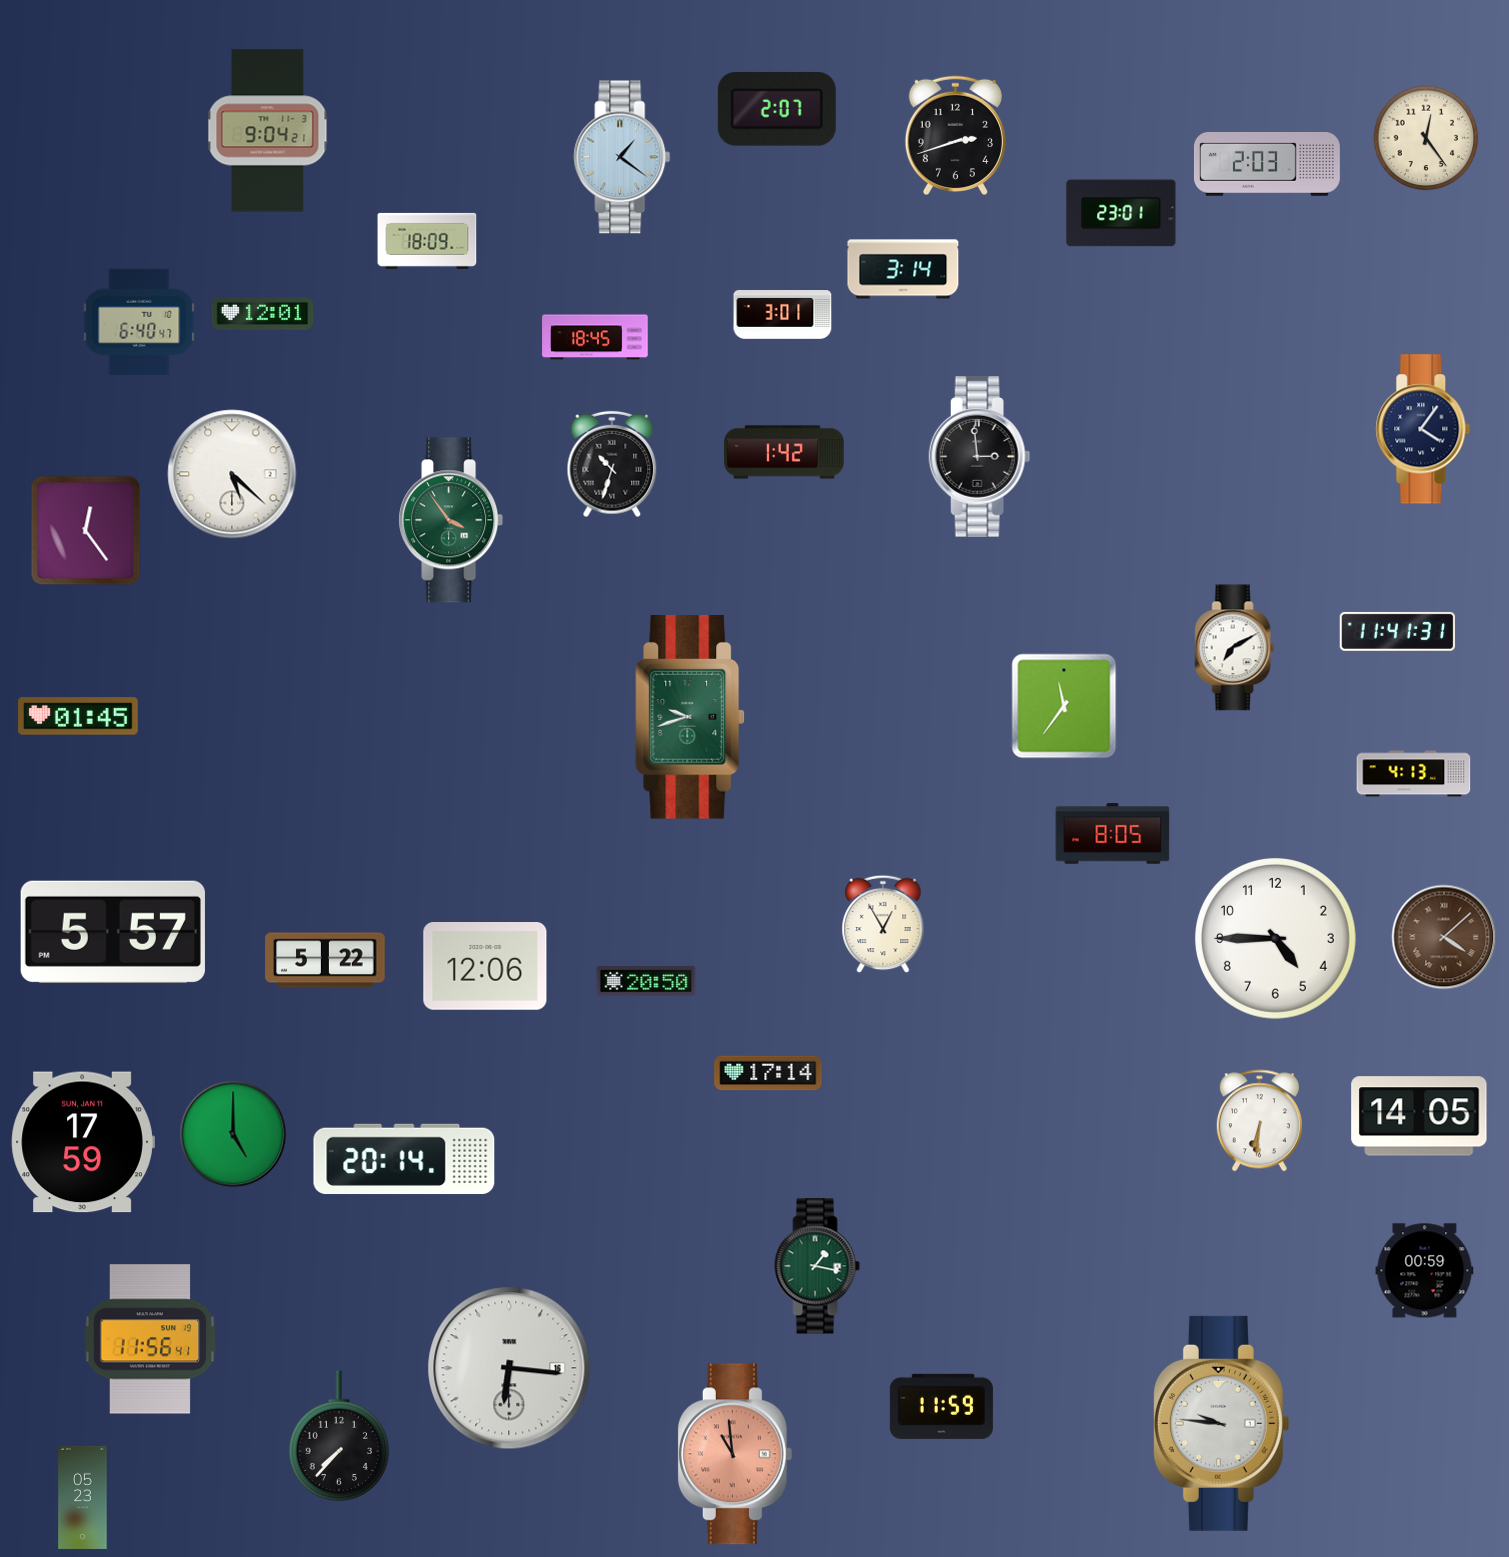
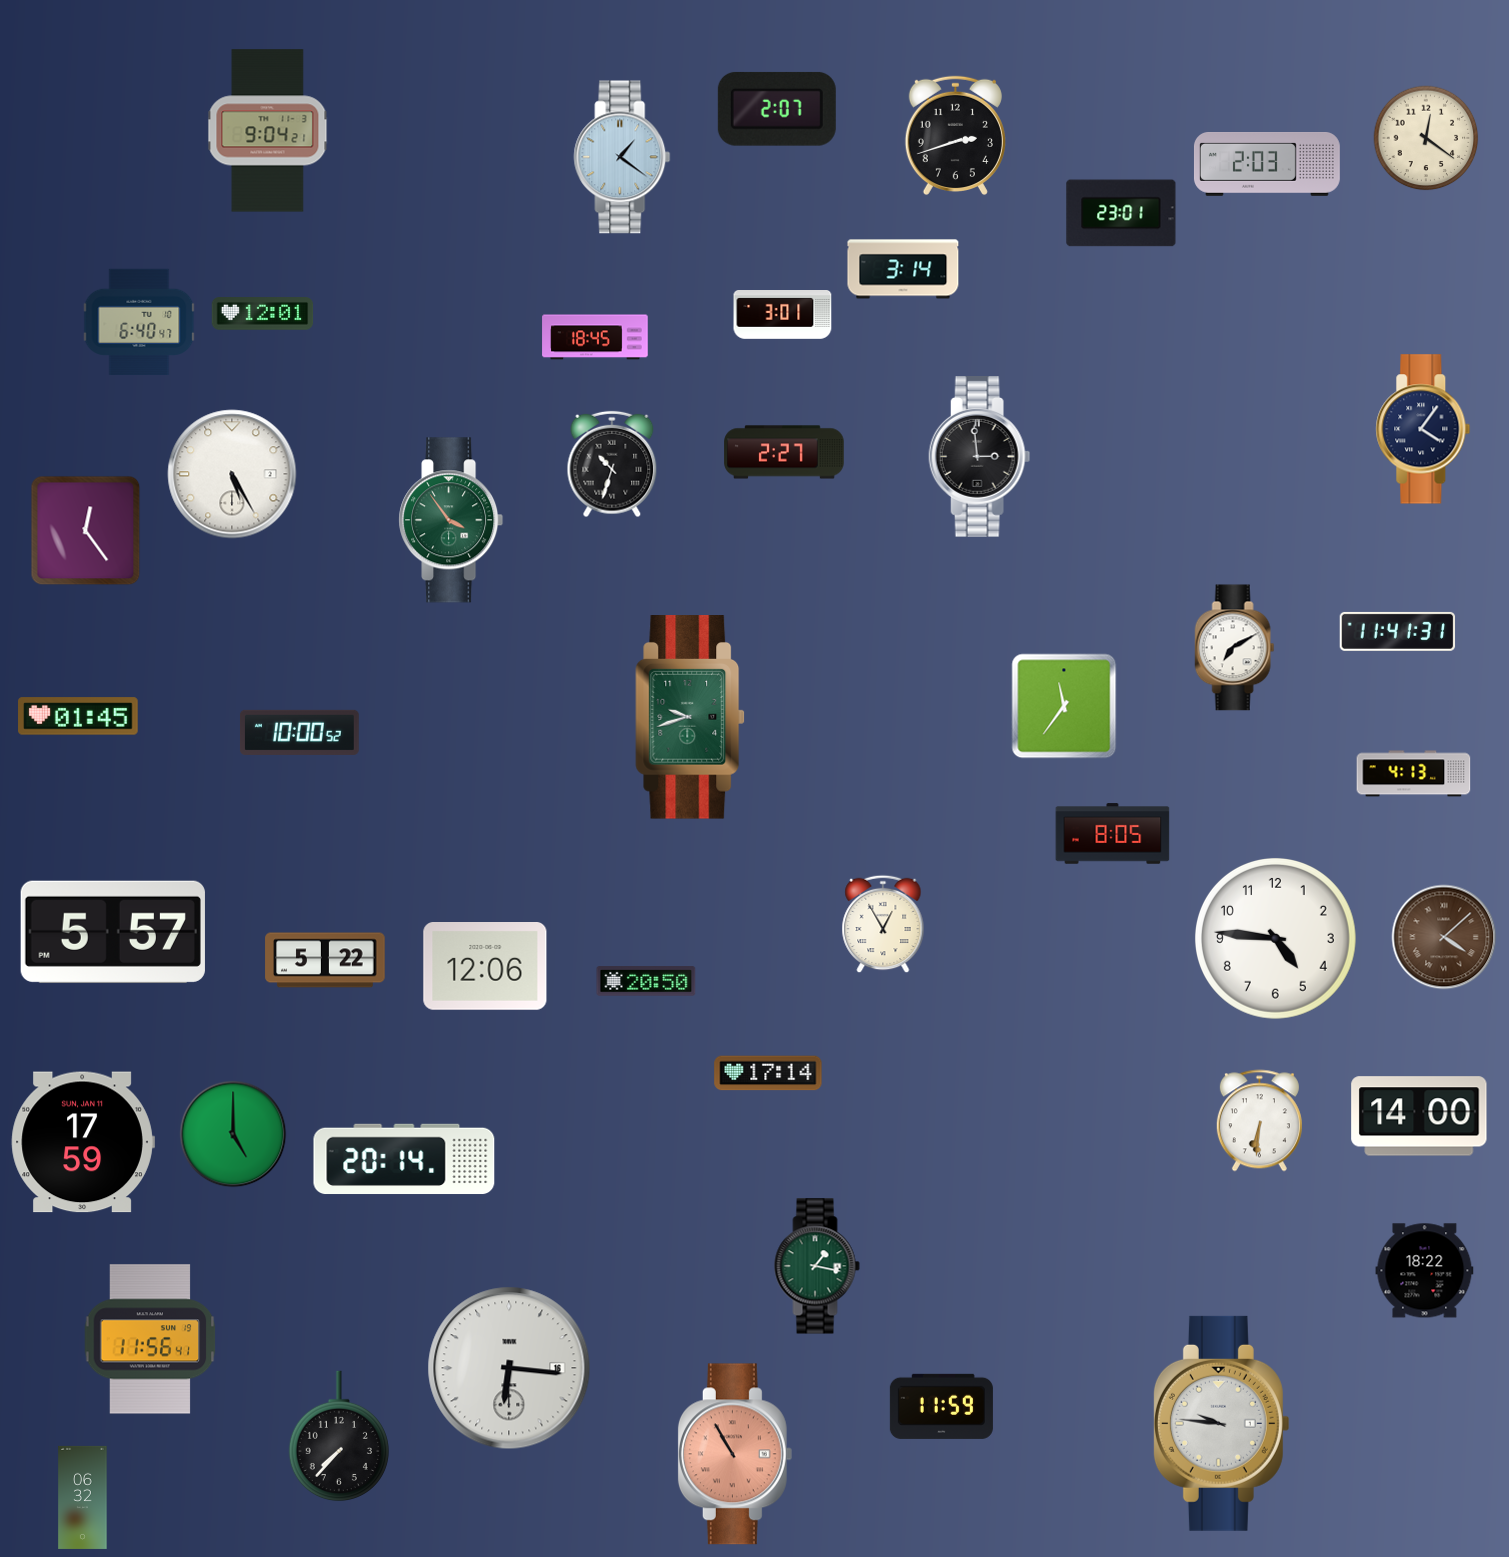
clock at (1426, 138): 12:24 -> 12:21
clock at (427, 241): 18:09 -> none
clock at (784, 452): 1:42 -> 2:27
clock at (232, 474): 5:22 -> 5:25
clock at (299, 732): none -> 10:00
clock at (1275, 938): 4:45 -> 4:46
clock at (1419, 1116): 14:05 -> 14:00
clock at (1425, 1271): 00:59 -> 18:22
clock at (735, 1454): 10:59 -> 10:55
clock at (83, 1497): 05:23 -> 06:32
